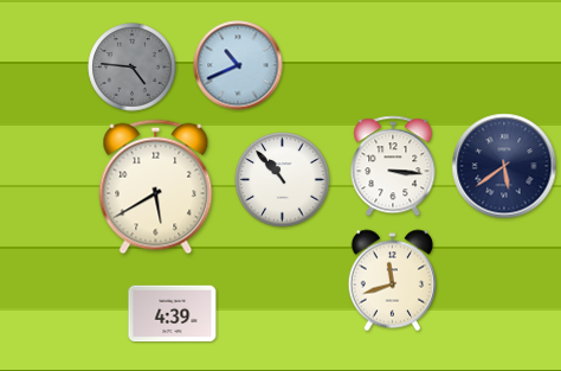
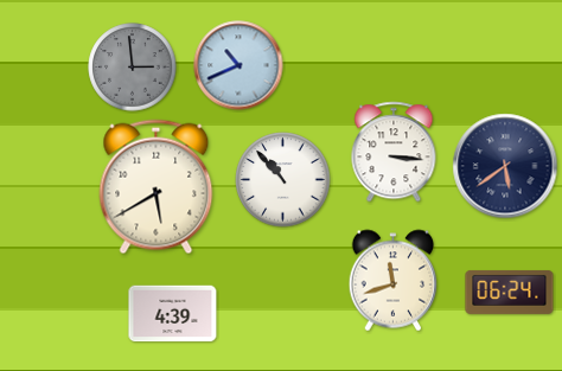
clock at (133, 68): 4:46 -> 2:59
clock at (393, 166) position: (393, 166) -> (394, 152)
clock at (510, 292): none -> 06:24
